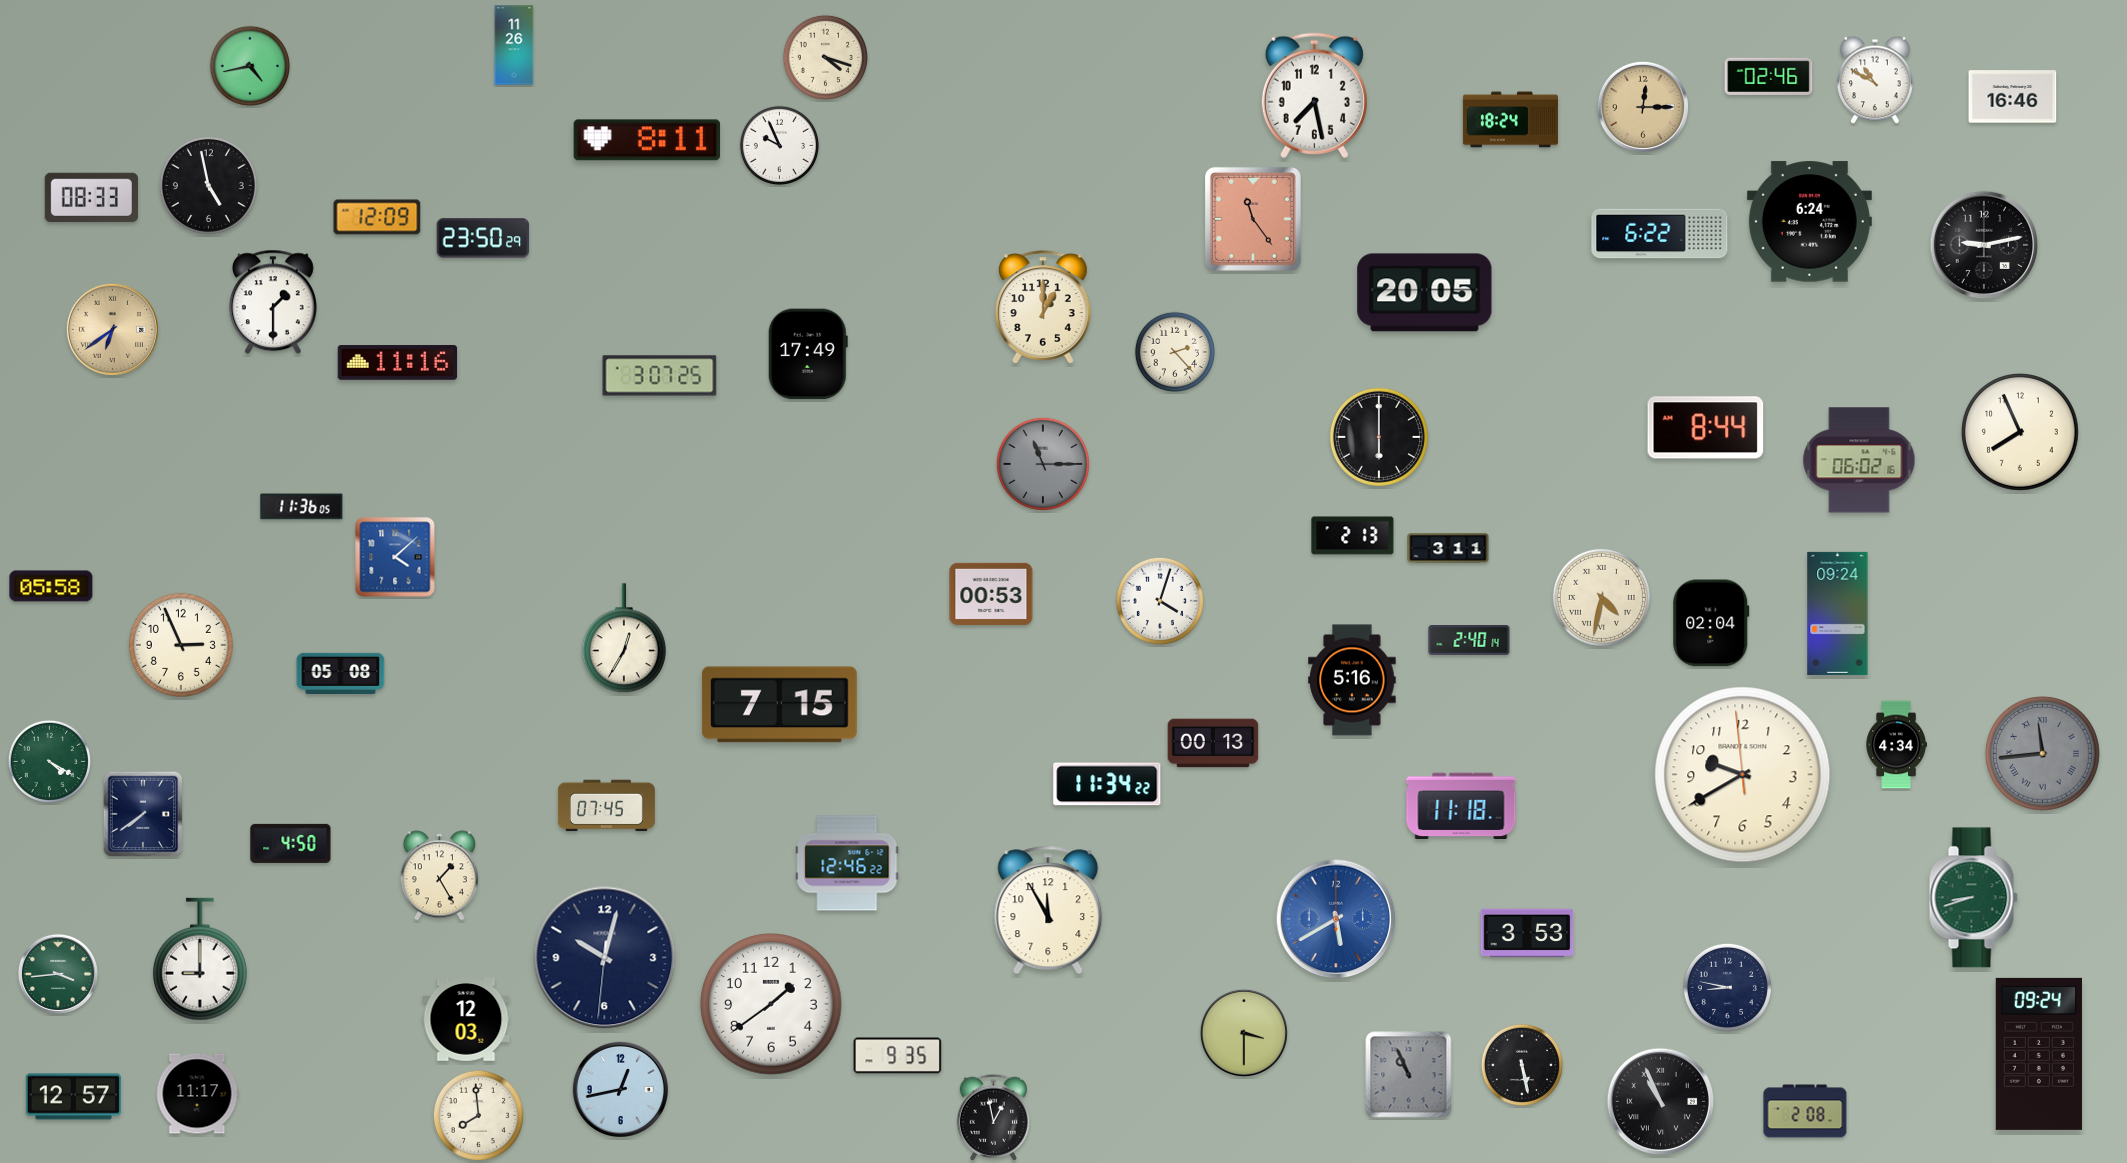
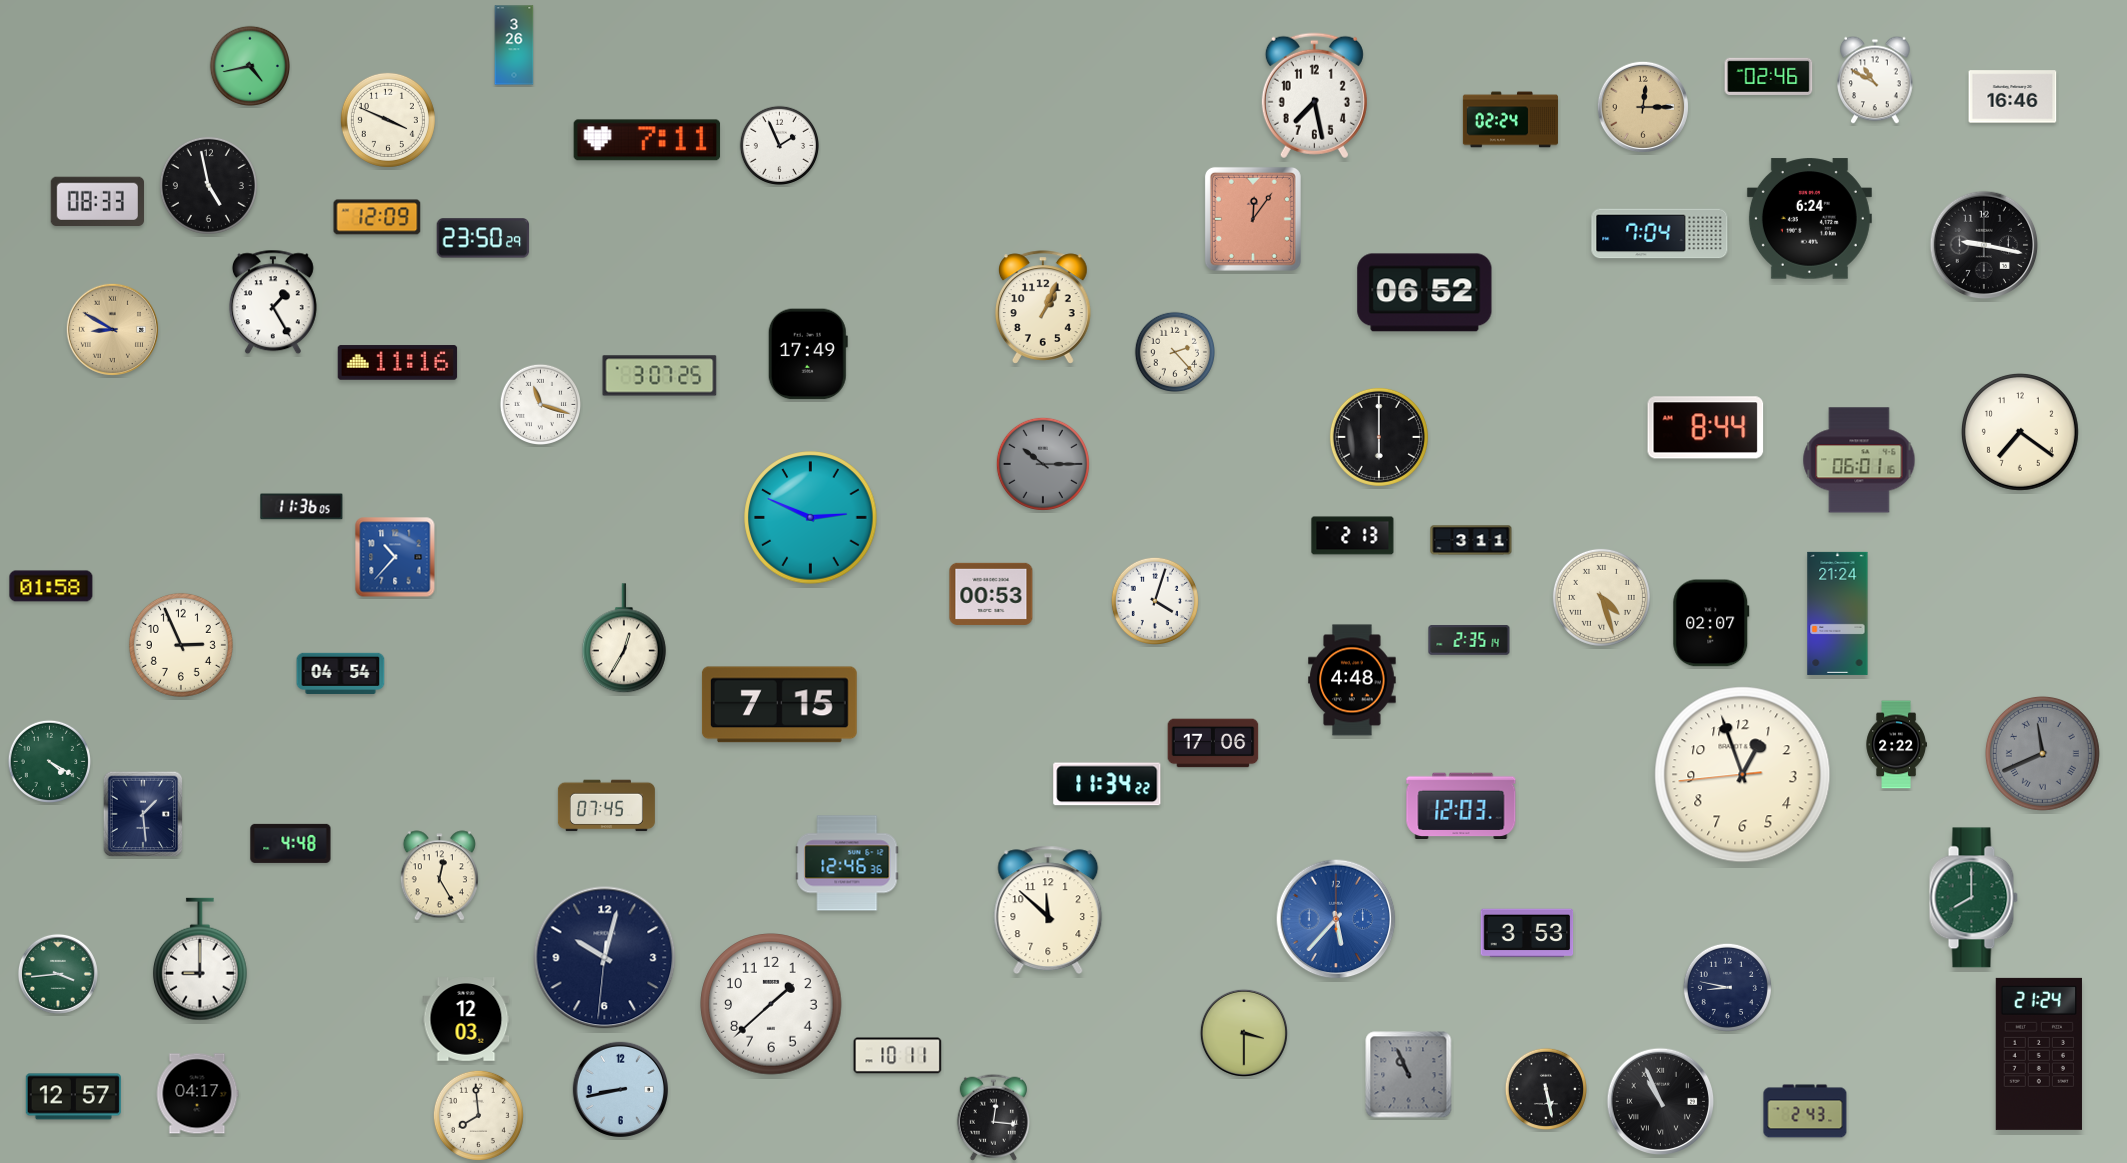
clock at (514, 45): 11:26 -> 3:26
clock at (825, 57): 4:18 -> none
clock at (388, 120): none -> 3:49
clock at (1510, 120): 18:24 -> 02:24
clock at (647, 140): 8:11 -> 7:11
clock at (779, 145): 9:56 -> 1:56
clock at (91, 198) position: (91, 198) -> (97, 202)
clock at (1253, 219): 11:24 -> 12:06
clock at (1809, 222) position: (1809, 222) -> (1809, 219)
clock at (1660, 234): 6:22 -> 7:04
clock at (1984, 245): 9:13 -> 9:17
clock at (1425, 293): 20:05 -> 06:52
clock at (273, 302): 1:30 -> 1:25
clock at (1043, 307): 1:00 -> 1:04
clock at (112, 329): 6:39 -> 8:50
clock at (540, 404): none -> 11:18
clock at (2020, 432): 7:56 -> 7:21
clock at (1859, 460): 06:02 -> 06:01
clock at (1043, 464): 11:15 -> 10:15
clock at (811, 518): none -> 2:49
clock at (1448, 548) position: (1448, 548) -> (1471, 540)
clock at (395, 557): 4:08 -> 10:37
clock at (51, 586): 05:58 -> 01:58
clock at (1601, 597): 4:32 -> 4:27
clock at (1160, 601) position: (1160, 601) -> (1155, 601)
clock at (1838, 613): 09:24 -> 21:24
clock at (1711, 623): 02:04 -> 02:07
clock at (1469, 641): 2:40 -> 2:35
clock at (341, 673): 05:08 -> 04:54
clock at (1352, 680): 5:16 -> 4:48
clock at (1213, 743): 00:13 -> 17:06
clock at (1896, 745): 4:34 -> 2:22
clock at (2042, 753): 11:44 -> 11:41
clock at (1743, 775): 9:39 -> 12:56
clock at (1461, 805): 11:18 -> 12:03
clock at (143, 814): 7:39 -> 1:29
clock at (291, 843): 4:50 -> 4:48
clock at (847, 863): 12:46:22 -> 12:46:36
clock at (439, 876): 1:25 -> 12:25
clock at (1973, 898): 8:42 -> 8:00
clock at (1048, 910): 11:55 -> 11:52
clock at (1336, 919): 5:40 -> 5:37
clock at (771, 1004): 1:39 -> 1:38
clock at (2039, 1054): 09:24 -> 21:24
clock at (898, 1056): 9:35 -> 10:11
clock at (1521, 1064) position: (1521, 1064) -> (1545, 1088)
clock at (620, 1089): 12:43 -> 8:43
clock at (197, 1094): 11:17 -> 04:17
clock at (1805, 1111): 2:08 -> 2:43
clock at (993, 1117): 12:58 -> 12:16
